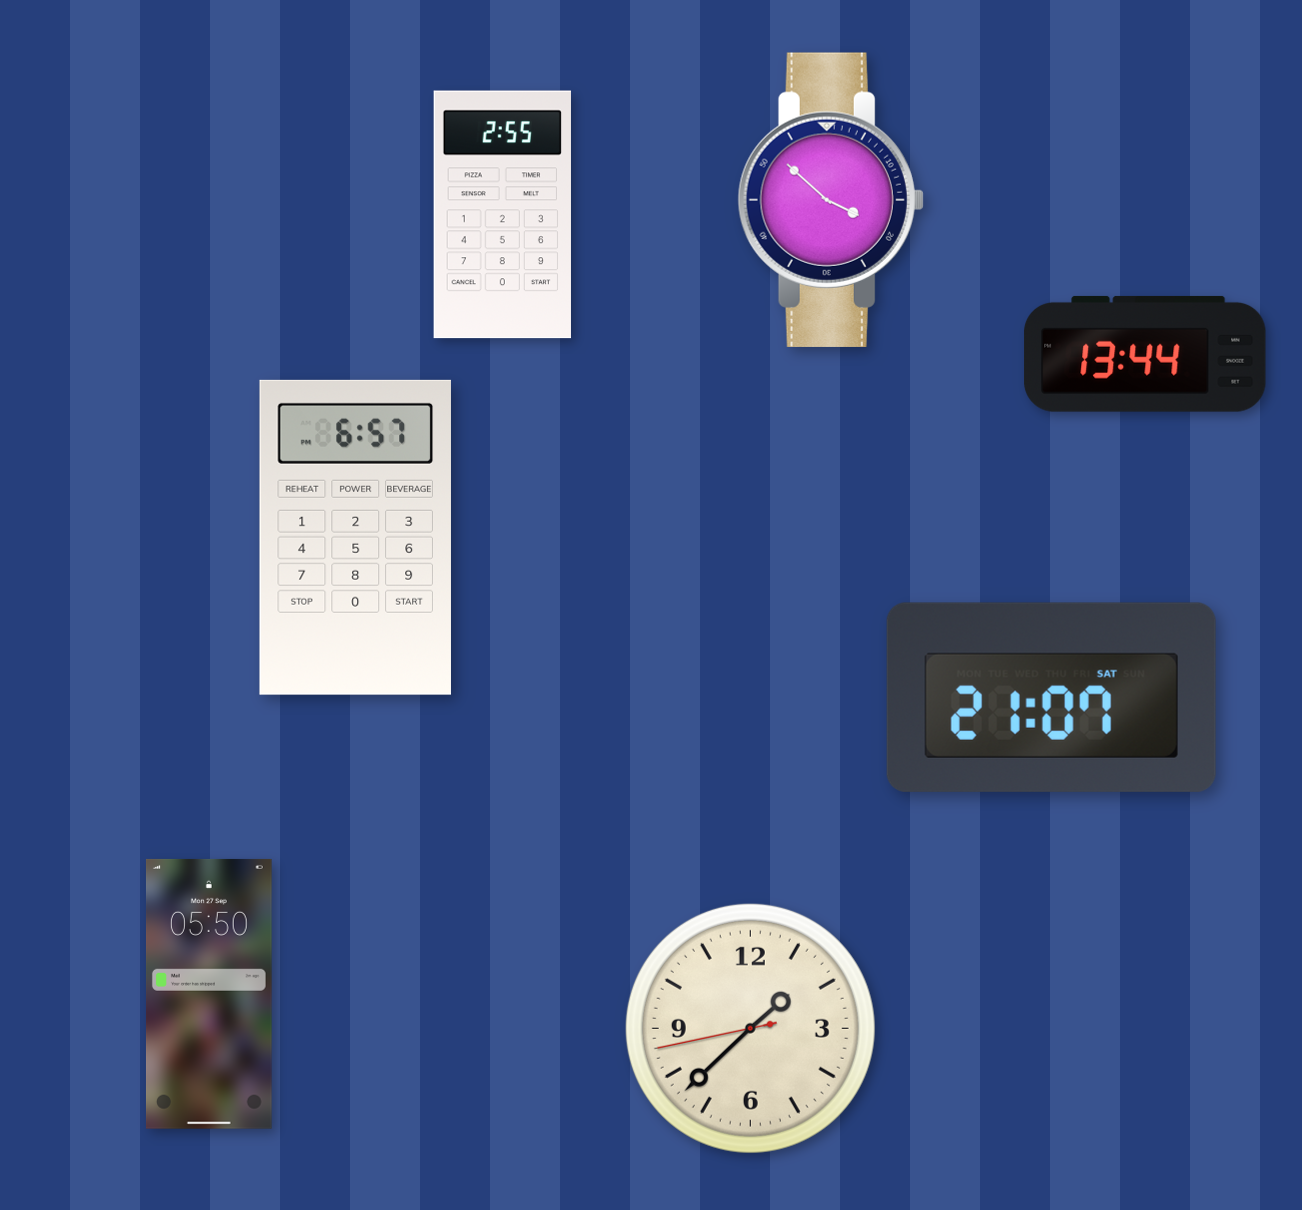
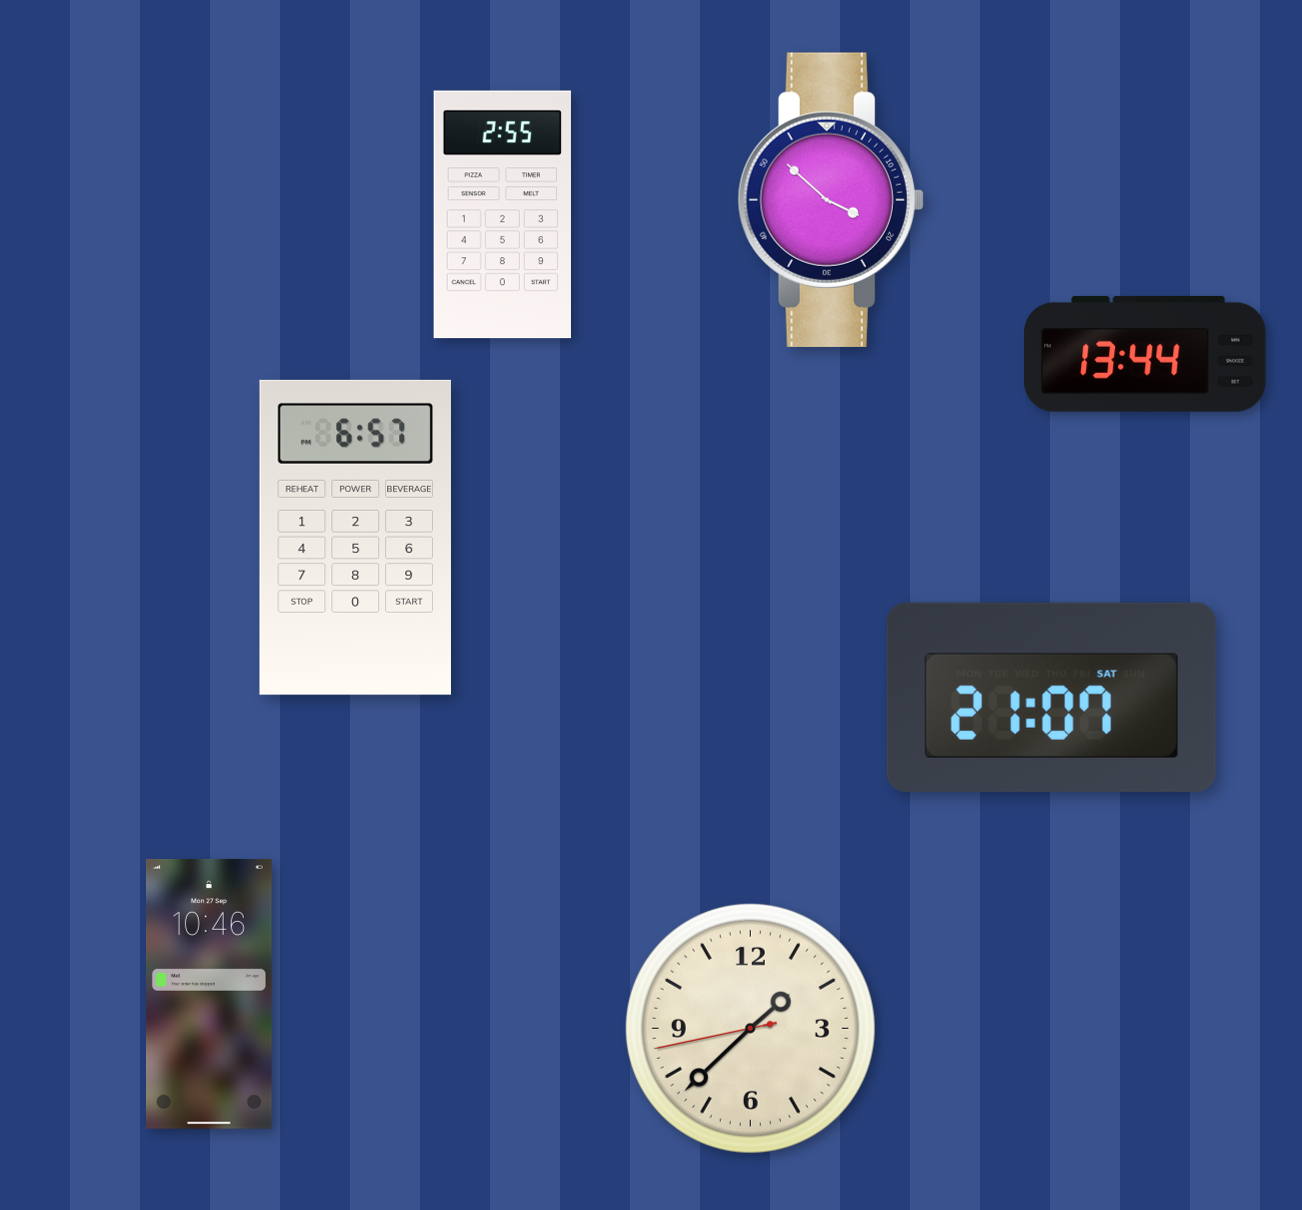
clock at (209, 994): 05:50 -> 10:46
